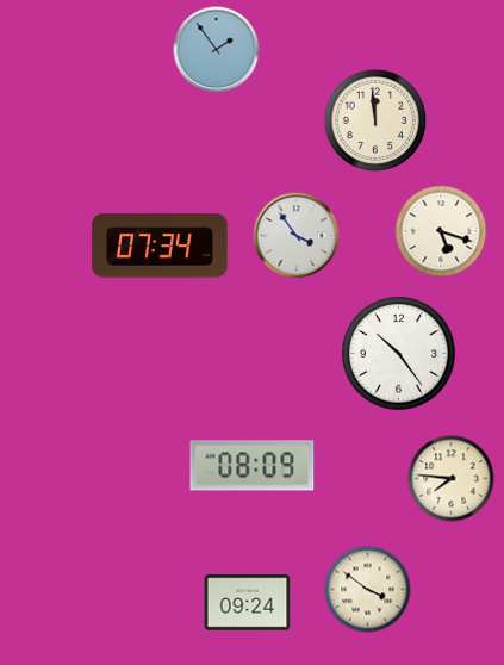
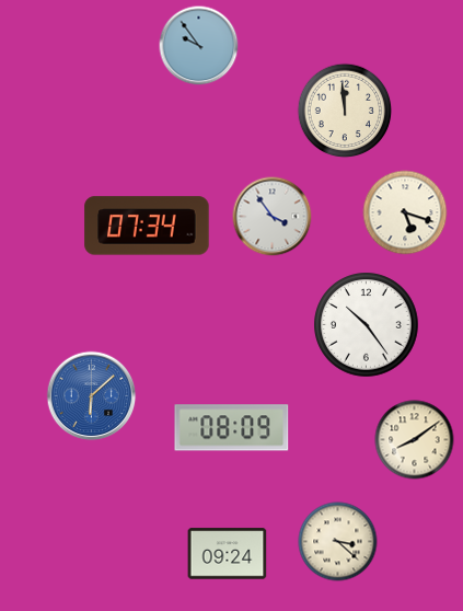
clock at (217, 50): 1:54 -> 9:54
clock at (92, 396): none -> 6:08
clock at (452, 479): 7:46 -> 8:09
clock at (368, 590): 3:51 -> 3:22
